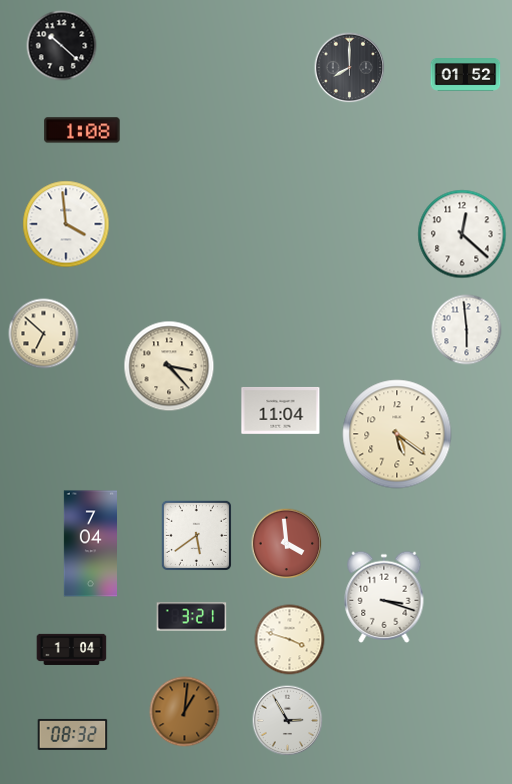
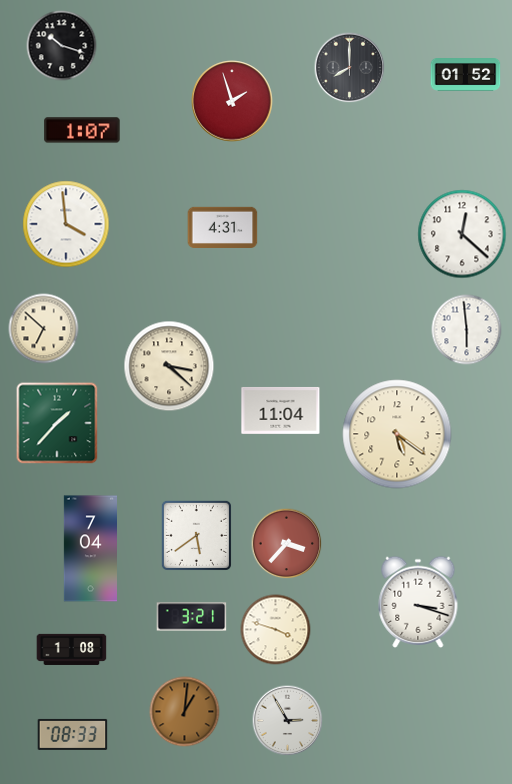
clock at (62, 46): 10:22 -> 10:18
clock at (232, 101): none -> 1:57
clock at (82, 130): 1:08 -> 1:07
clock at (223, 227): none -> 4:31
clock at (44, 334) position: (44, 334) -> (44, 329)
clock at (169, 366): 3:23 -> 3:22
clock at (57, 423): none -> 1:37
clock at (90, 544) position: (90, 544) -> (90, 549)
clock at (287, 544): 3:59 -> 3:37
clock at (384, 597) position: (384, 597) -> (418, 602)
clock at (290, 640) position: (290, 640) -> (276, 630)
clock at (72, 649): 1:04 -> 1:08
clock at (73, 734): 08:32 -> 08:33
